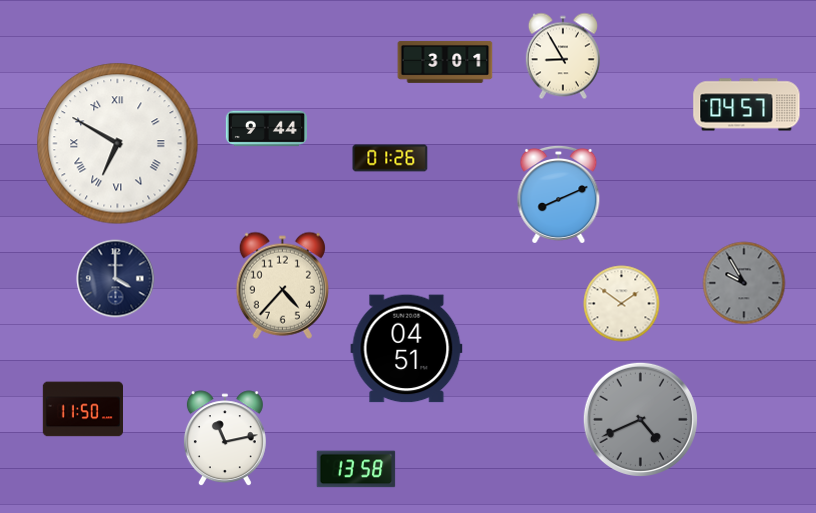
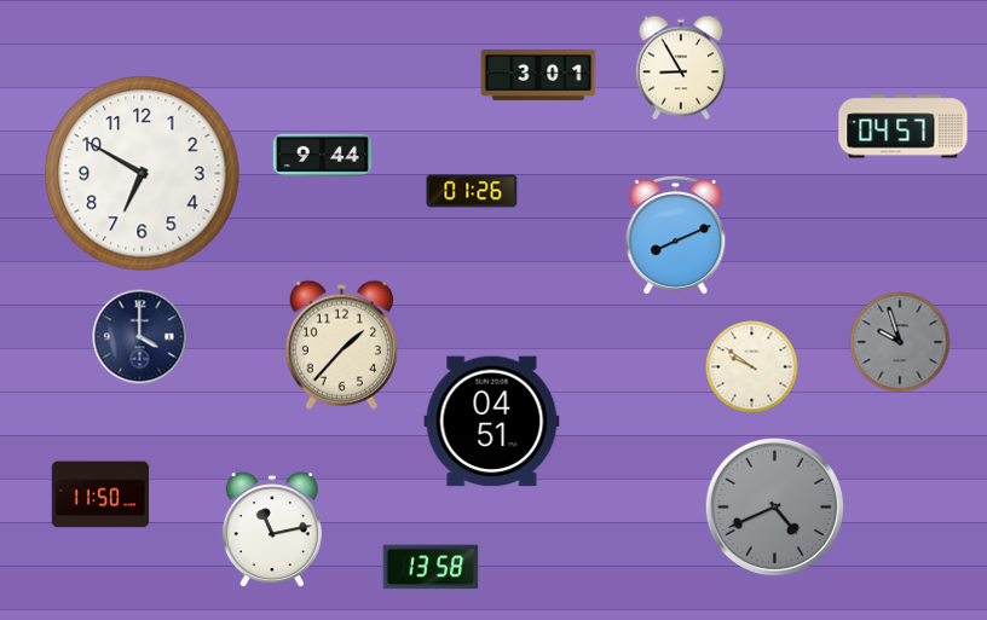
clock at (118, 144) numerals: Roman -> Arabic
clock at (744, 283): 9:55 -> 9:57
clock at (282, 285): 4:37 -> 1:37
clock at (622, 304): 1:51 -> 9:51
